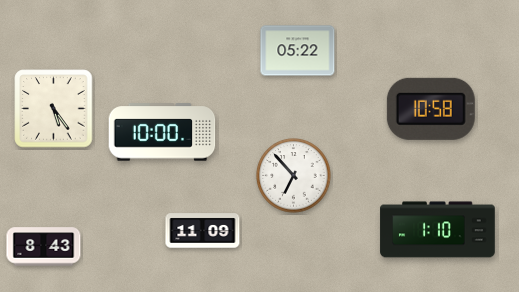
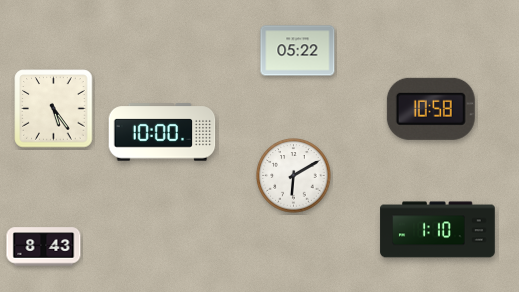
clock at (294, 176): 6:53 -> 6:10
clock at (203, 231): 11:09 -> none
